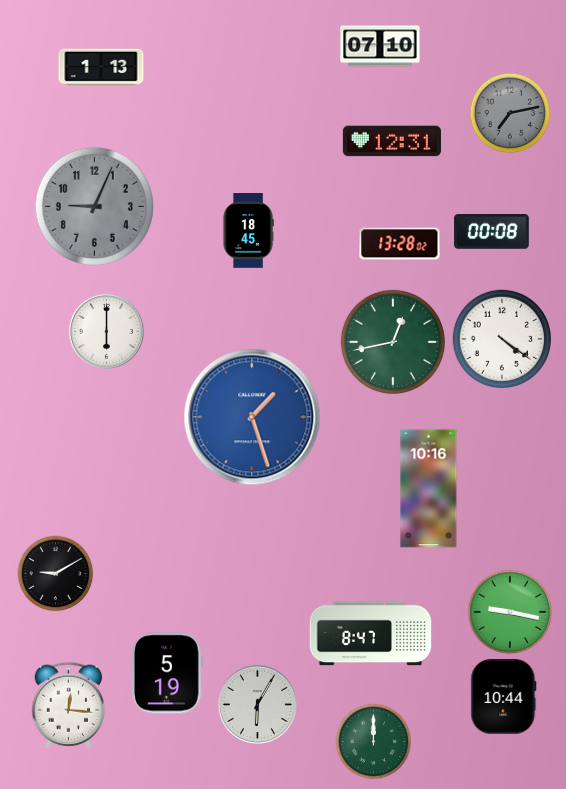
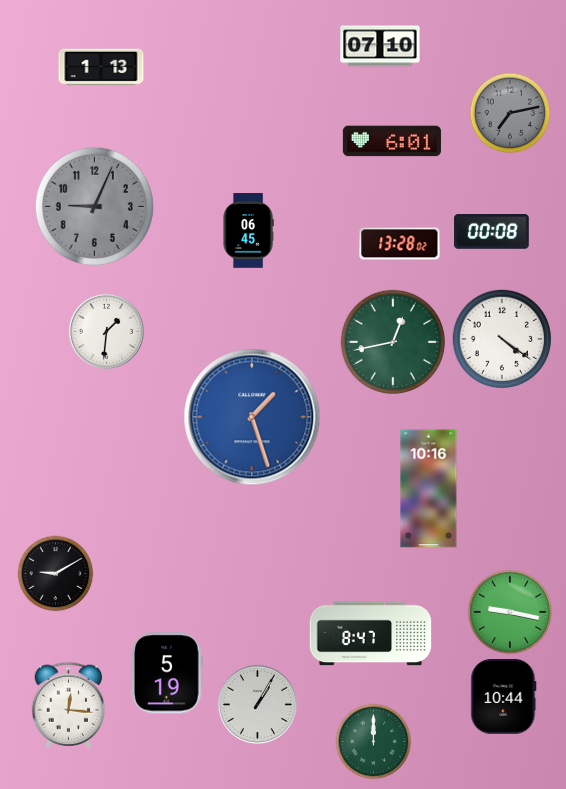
clock at (392, 141): 12:31 -> 6:01
clock at (248, 231): 18:45 -> 06:45
clock at (106, 331): 6:00 -> 1:31
clock at (257, 704): 6:05 -> 1:05
